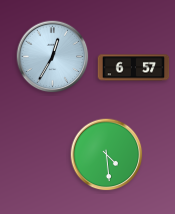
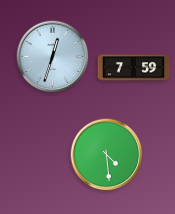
clock at (53, 57): 12:35 -> 12:33
clock at (134, 68): 6:57 -> 7:59
